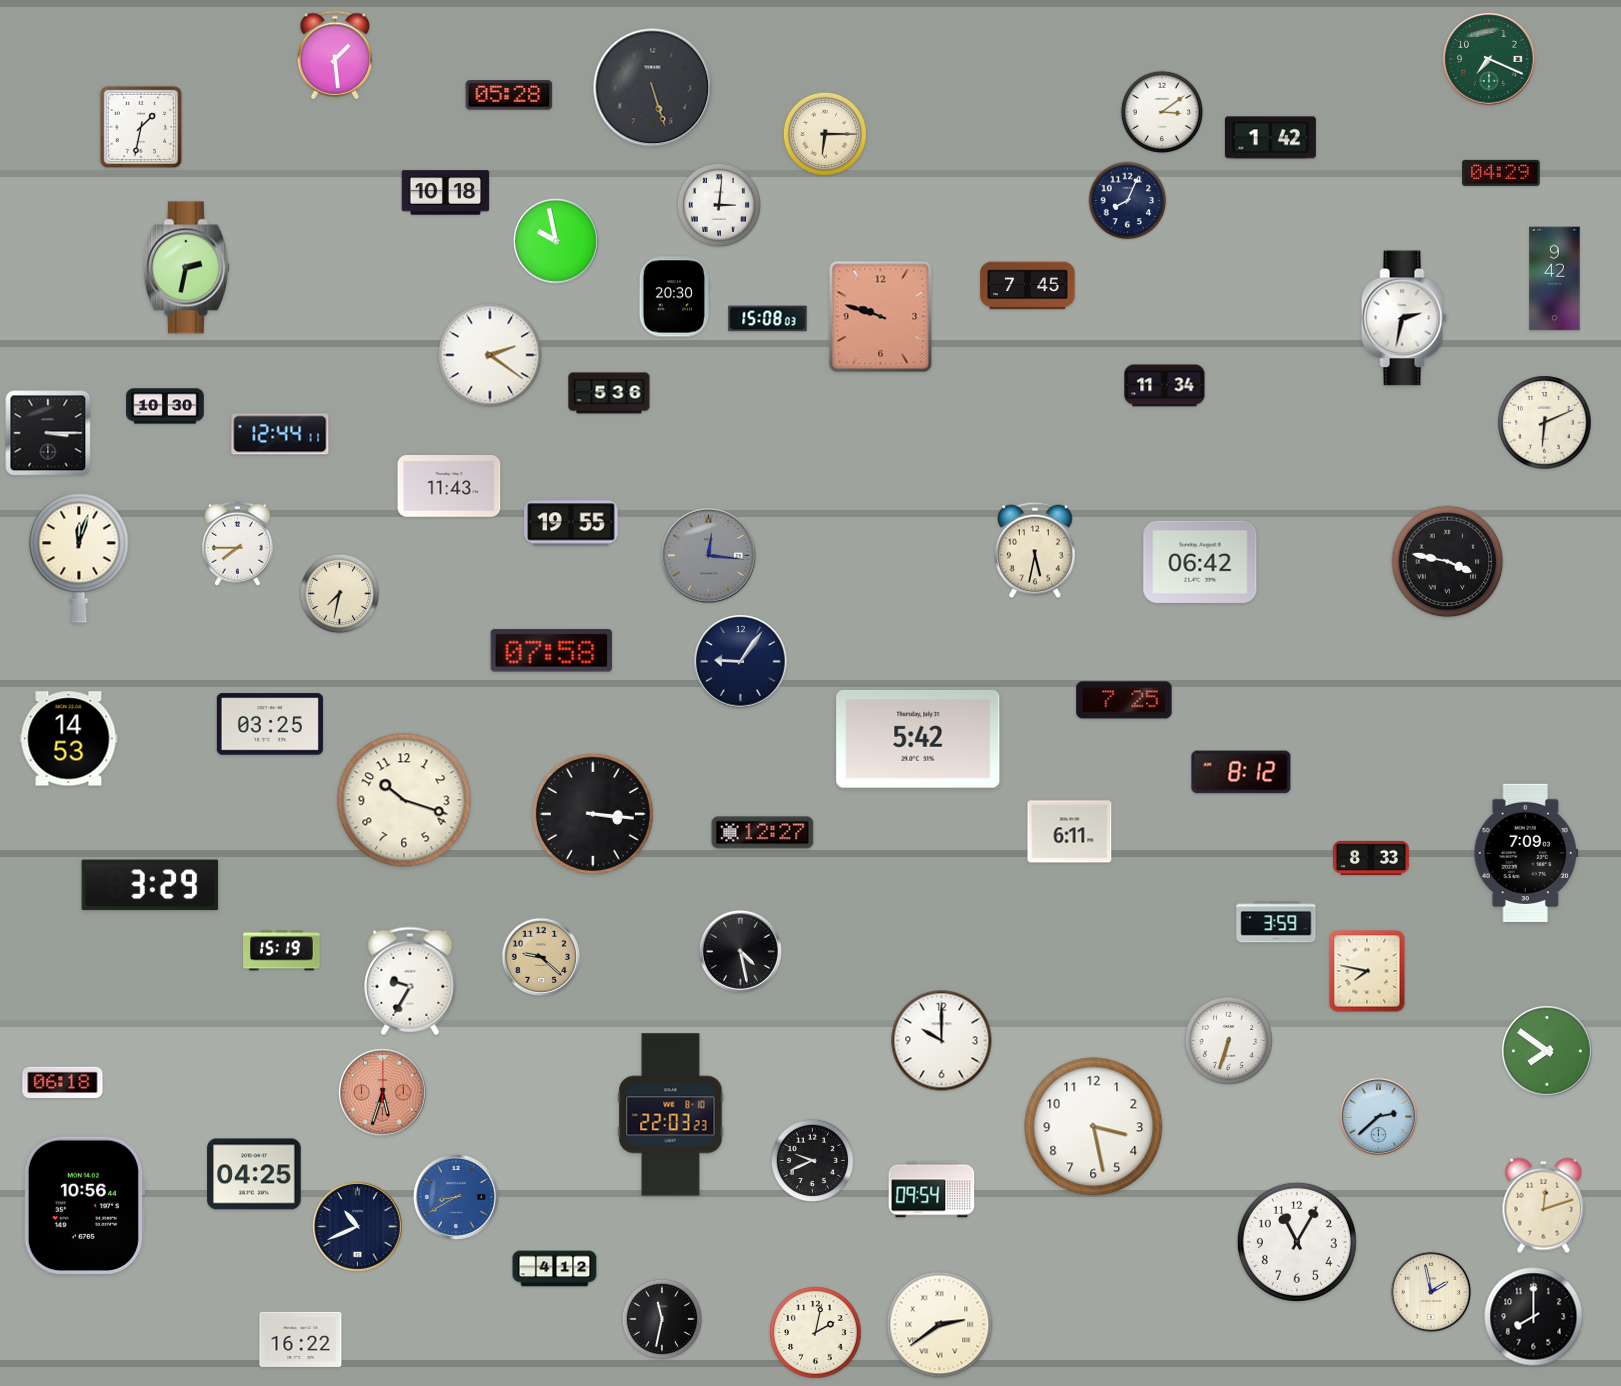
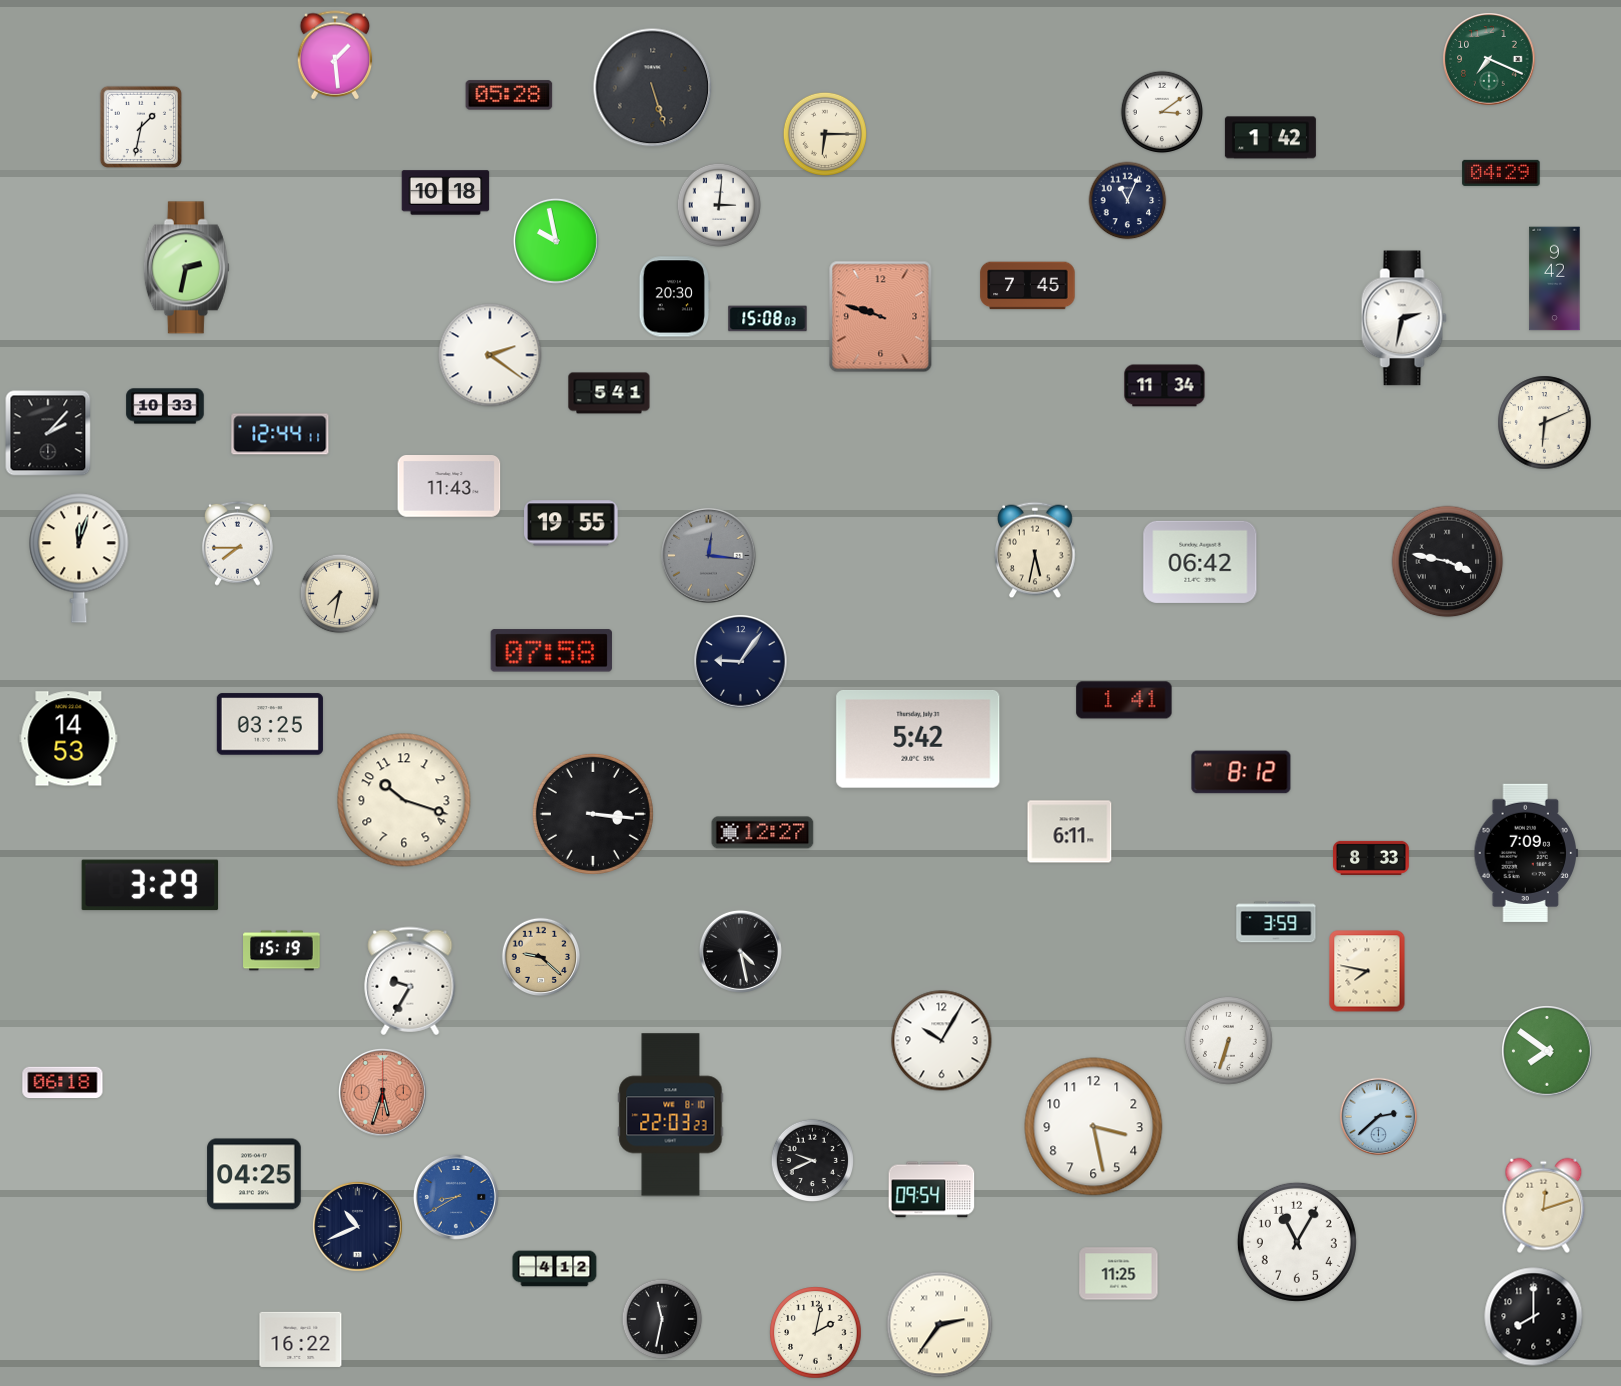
clock at (1128, 201): 8:04 -> 11:04
clock at (609, 393): 5:36 -> 5:41
clock at (165, 406): 10:30 -> 10:33
clock at (48, 433): 3:15 -> 2:07
clock at (1124, 700): 7:25 -> 1:41
clock at (942, 1041): 10:00 -> 10:05
clock at (84, 1205): 10:56 -> none
clock at (1119, 1274): none -> 11:25
clock at (1431, 1292): 1:58 -> none
clock at (940, 1325): 2:39 -> 2:36
